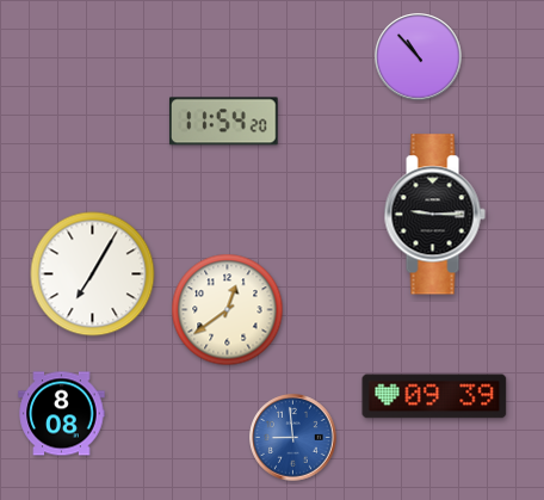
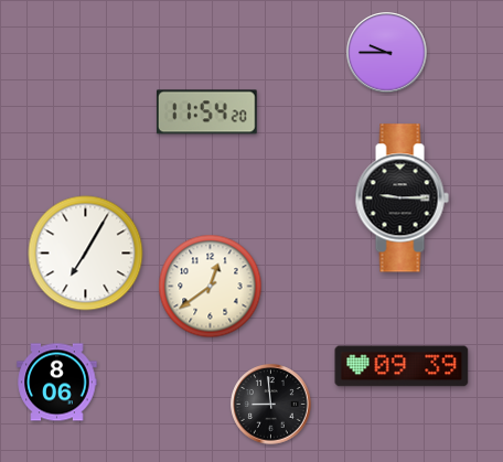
clock at (419, 57): 10:53 -> 9:45
clock at (62, 414): 8:08 -> 8:06
clock at (293, 438) dial: blue -> black
